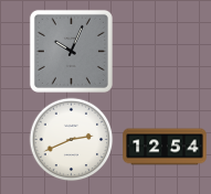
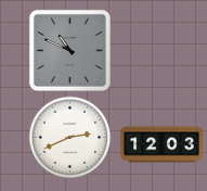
clock at (71, 51): 10:04 -> 10:49
clock at (165, 147): 12:54 -> 12:03
